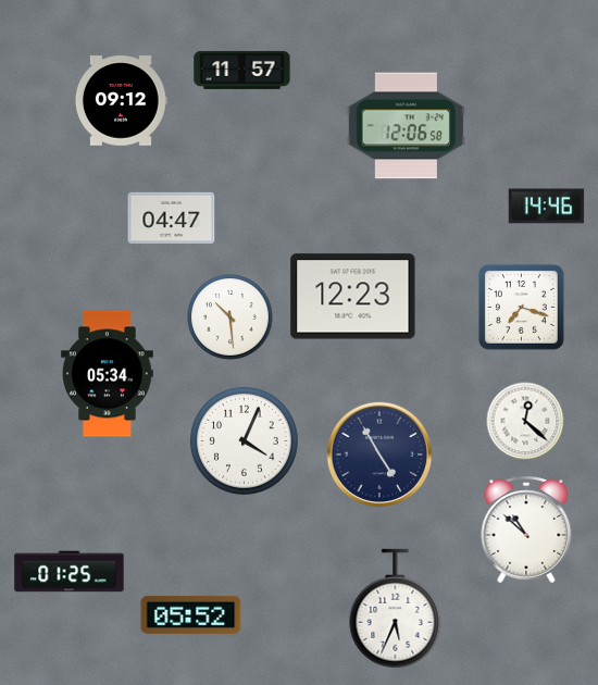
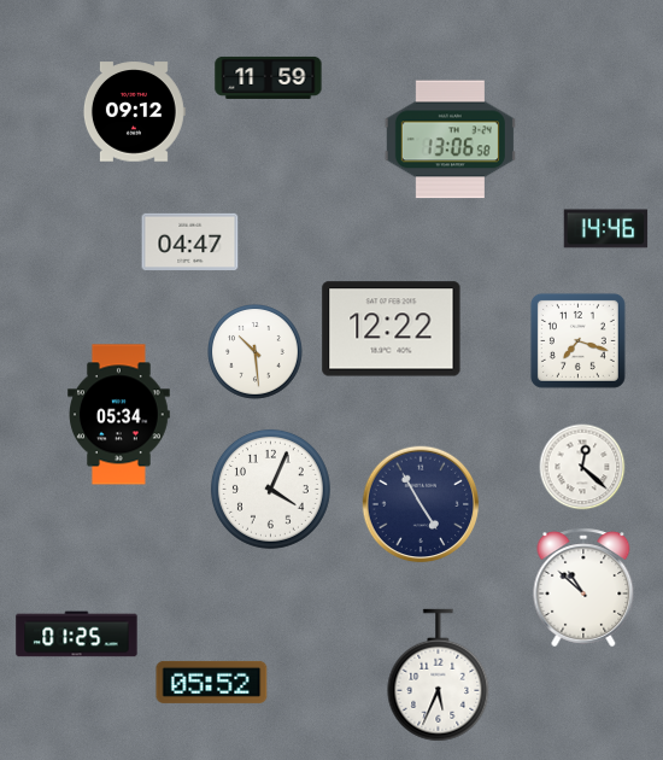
clock at (242, 70): 11:57 -> 11:59
clock at (406, 126): 12:06 -> 13:06
clock at (353, 297): 12:23 -> 12:22
